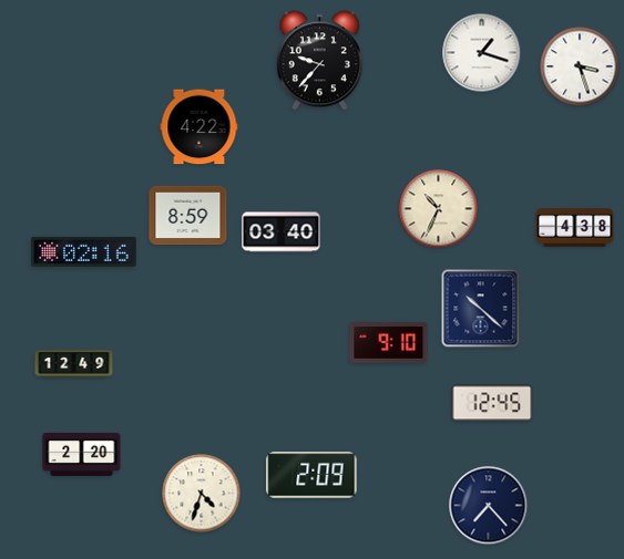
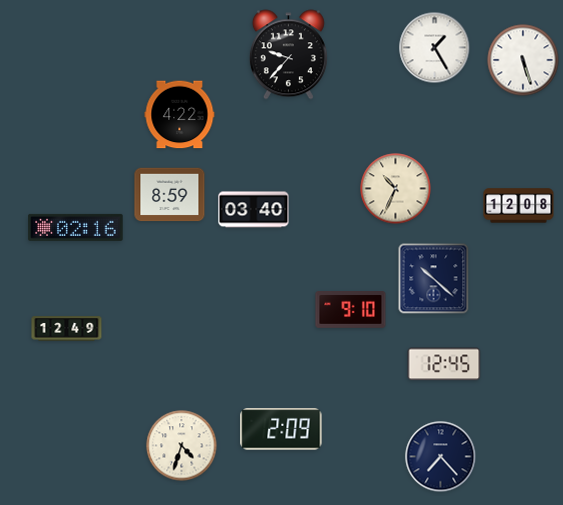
clock at (482, 53): 1:18 -> 1:25
clock at (580, 66): 3:27 -> 5:27
clock at (575, 228): 4:38 -> 12:08
clock at (82, 454): 2:20 -> none
